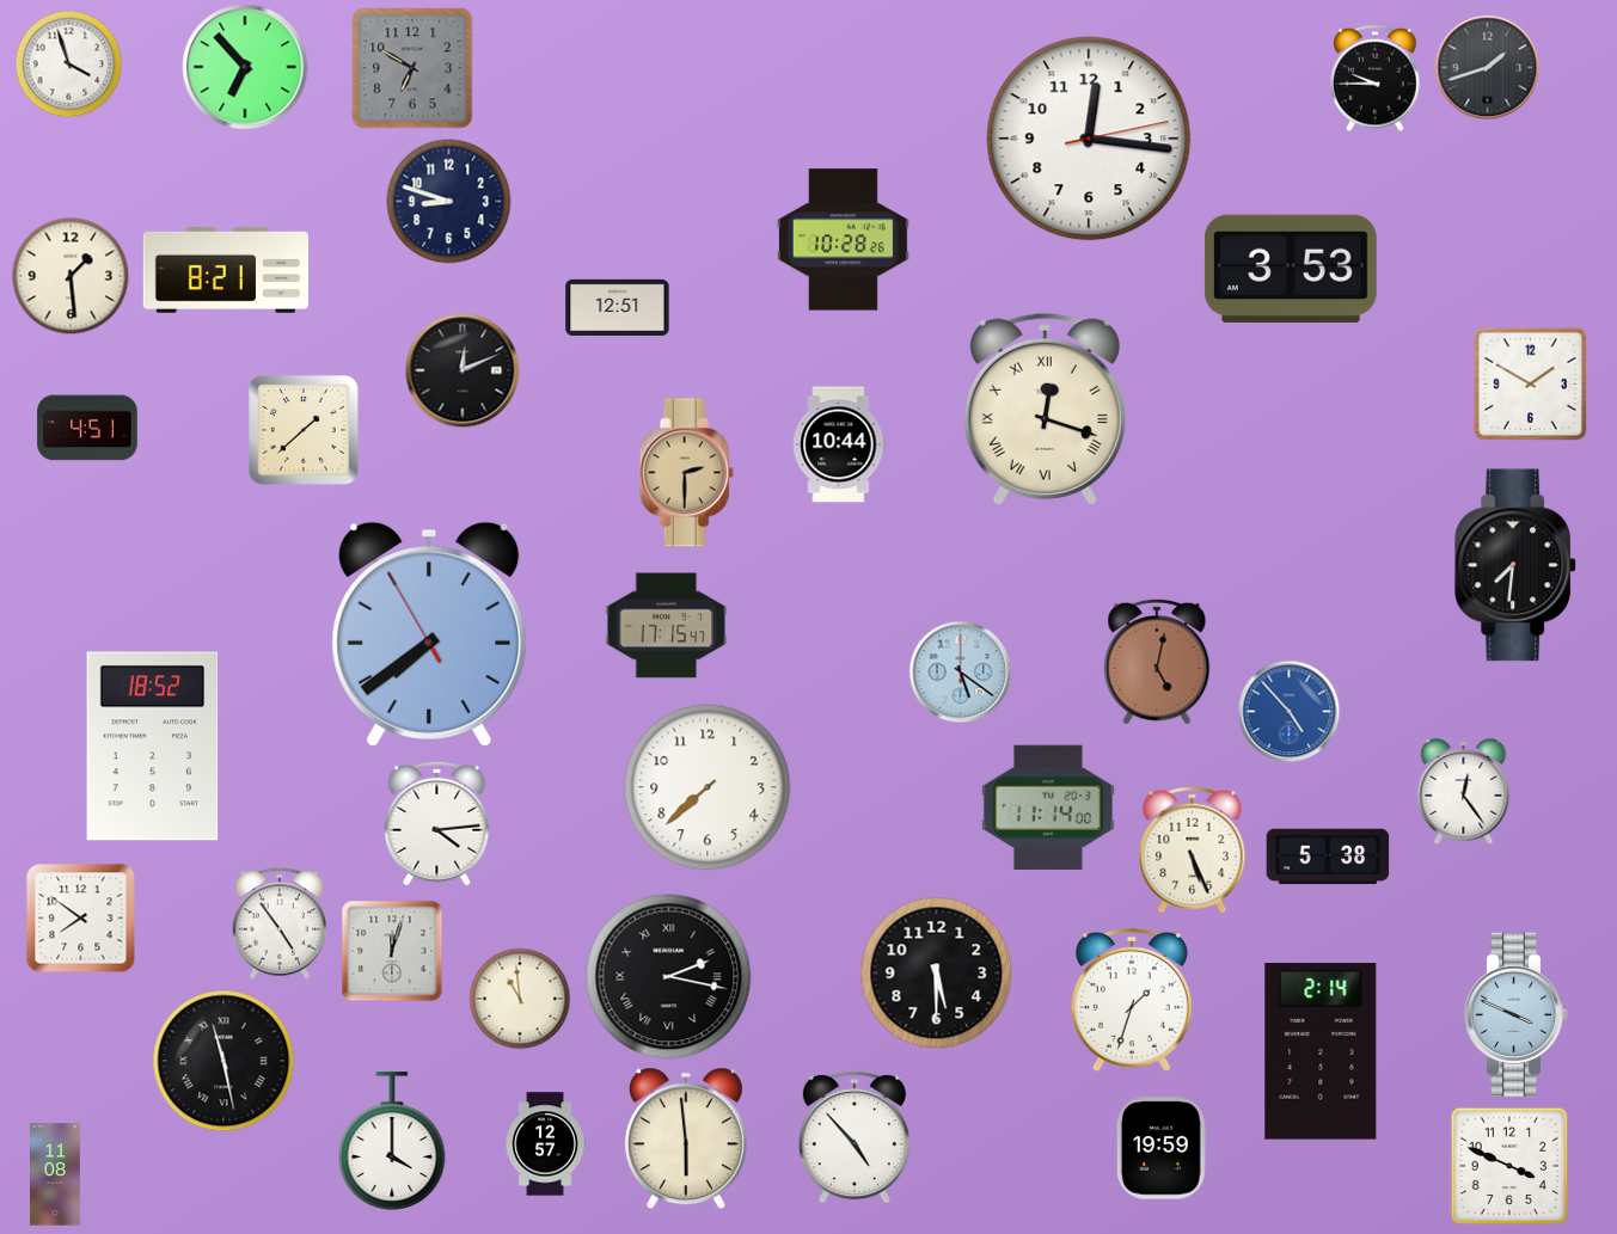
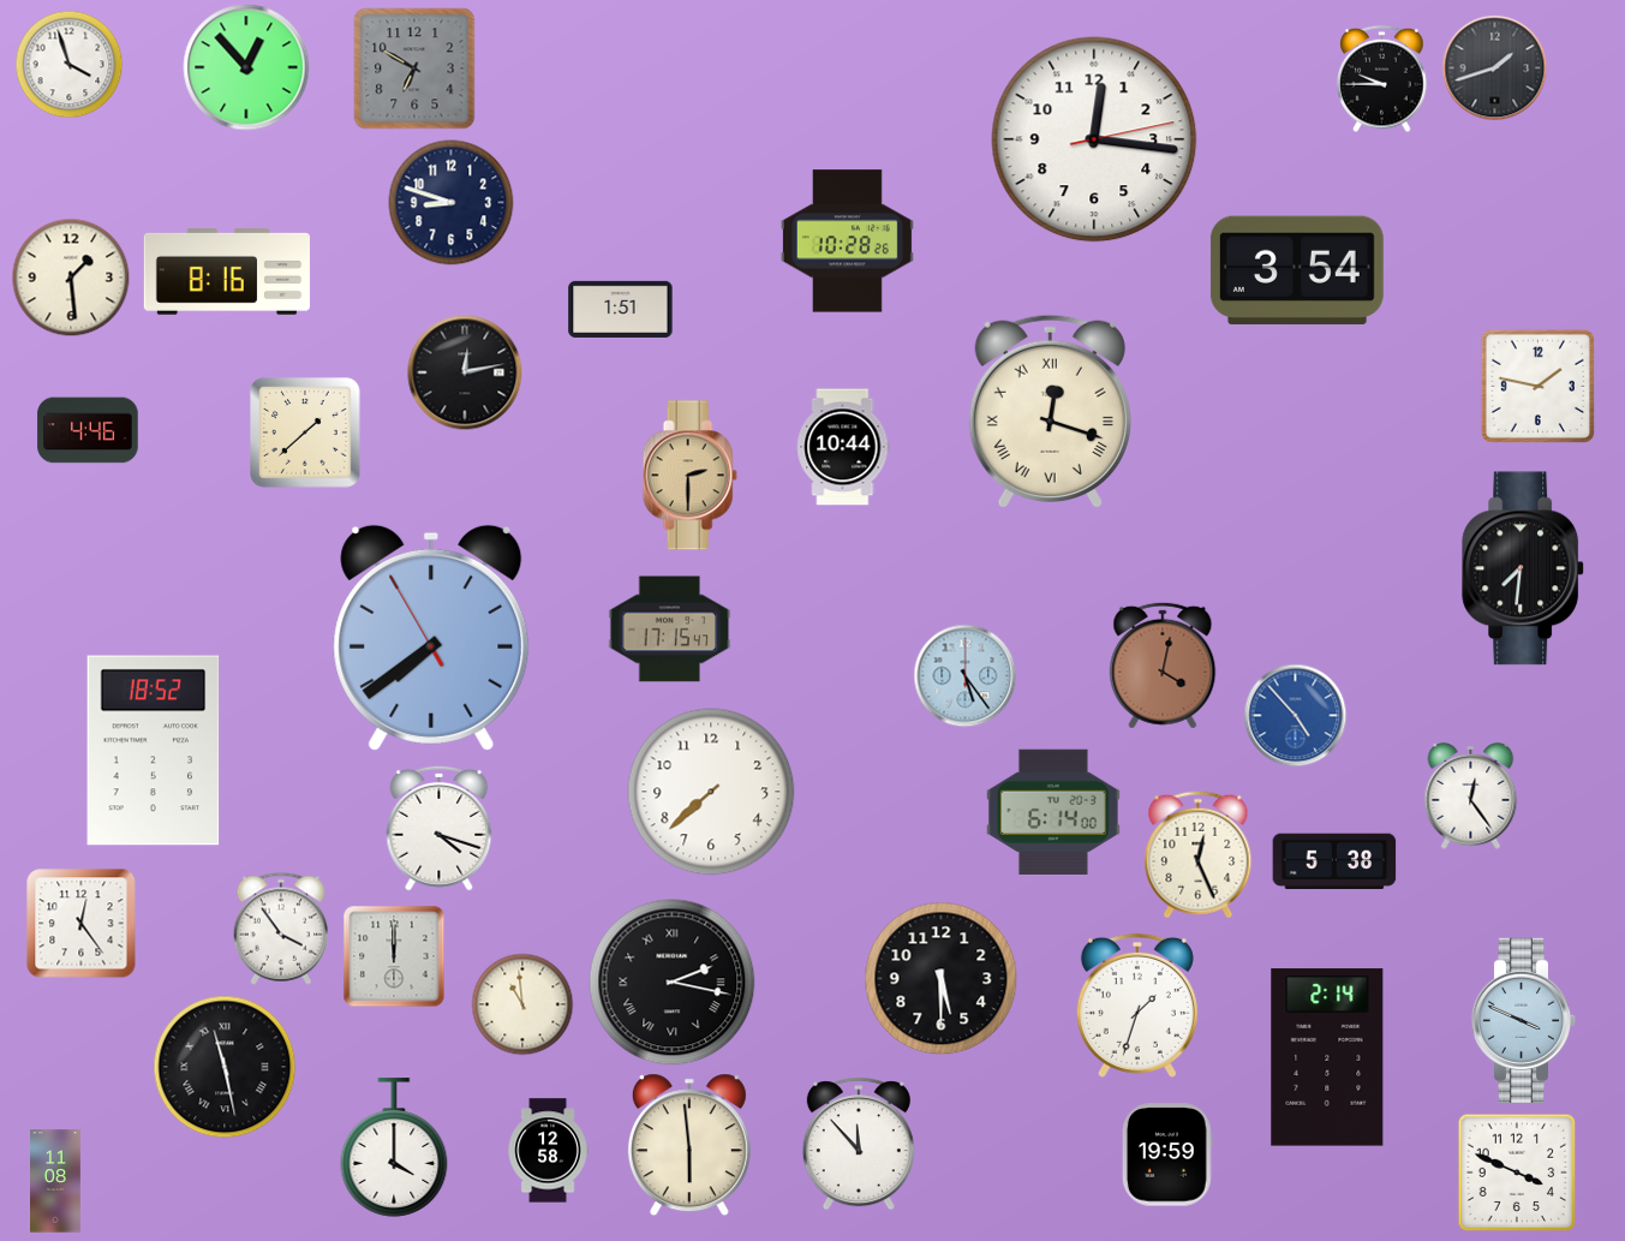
clock at (245, 67): 6:53 -> 12:53
clock at (1291, 269): 3:53 -> 3:54
clock at (226, 271): 8:21 -> 8:16
clock at (618, 307): 12:51 -> 1:51
clock at (463, 370): 12:11 -> 12:13
clock at (1530, 383): 1:50 -> 1:47
clock at (87, 428): 4:51 -> 4:46
clock at (1157, 662): 5:02 -> 4:02
clock at (961, 673): 5:21 -> 5:24
clock at (1048, 808): 11:14 -> 6:14
clock at (437, 823): 4:14 -> 4:18
clock at (1193, 851): 5:26 -> 12:26
clock at (81, 919): 7:51 -> 12:24
clock at (280, 923): 4:54 -> 3:54
clock at (392, 951): 12:03 -> 12:00
clock at (855, 1137): 4:53 -> 11:53
clock at (545, 1144): 12:57 -> 12:58
